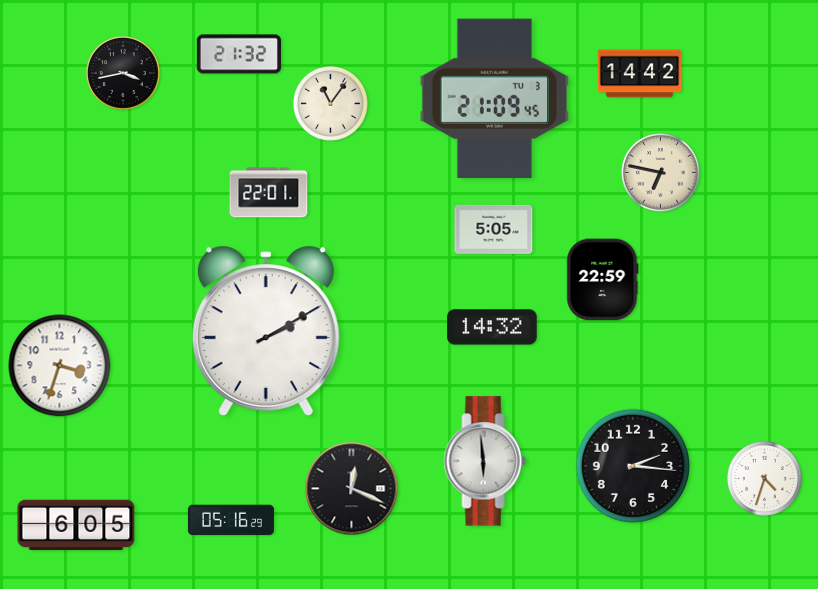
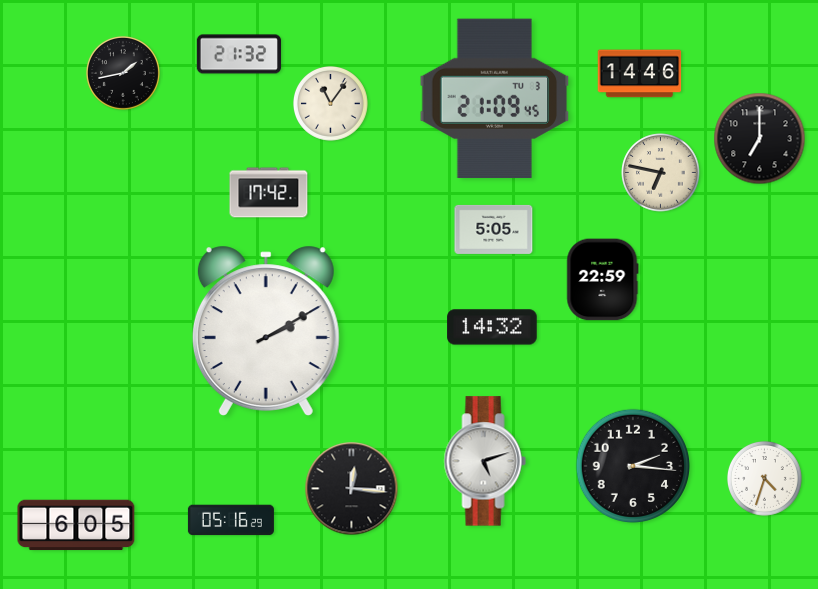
clock at (123, 73): 3:43 -> 1:43
clock at (640, 74): 14:42 -> 14:46
clock at (760, 139): none -> 7:00
clock at (269, 193): 22:01 -> 17:42
clock at (60, 366): 3:33 -> none
clock at (485, 461): 5:59 -> 5:12
clock at (352, 489): 12:19 -> 12:16
